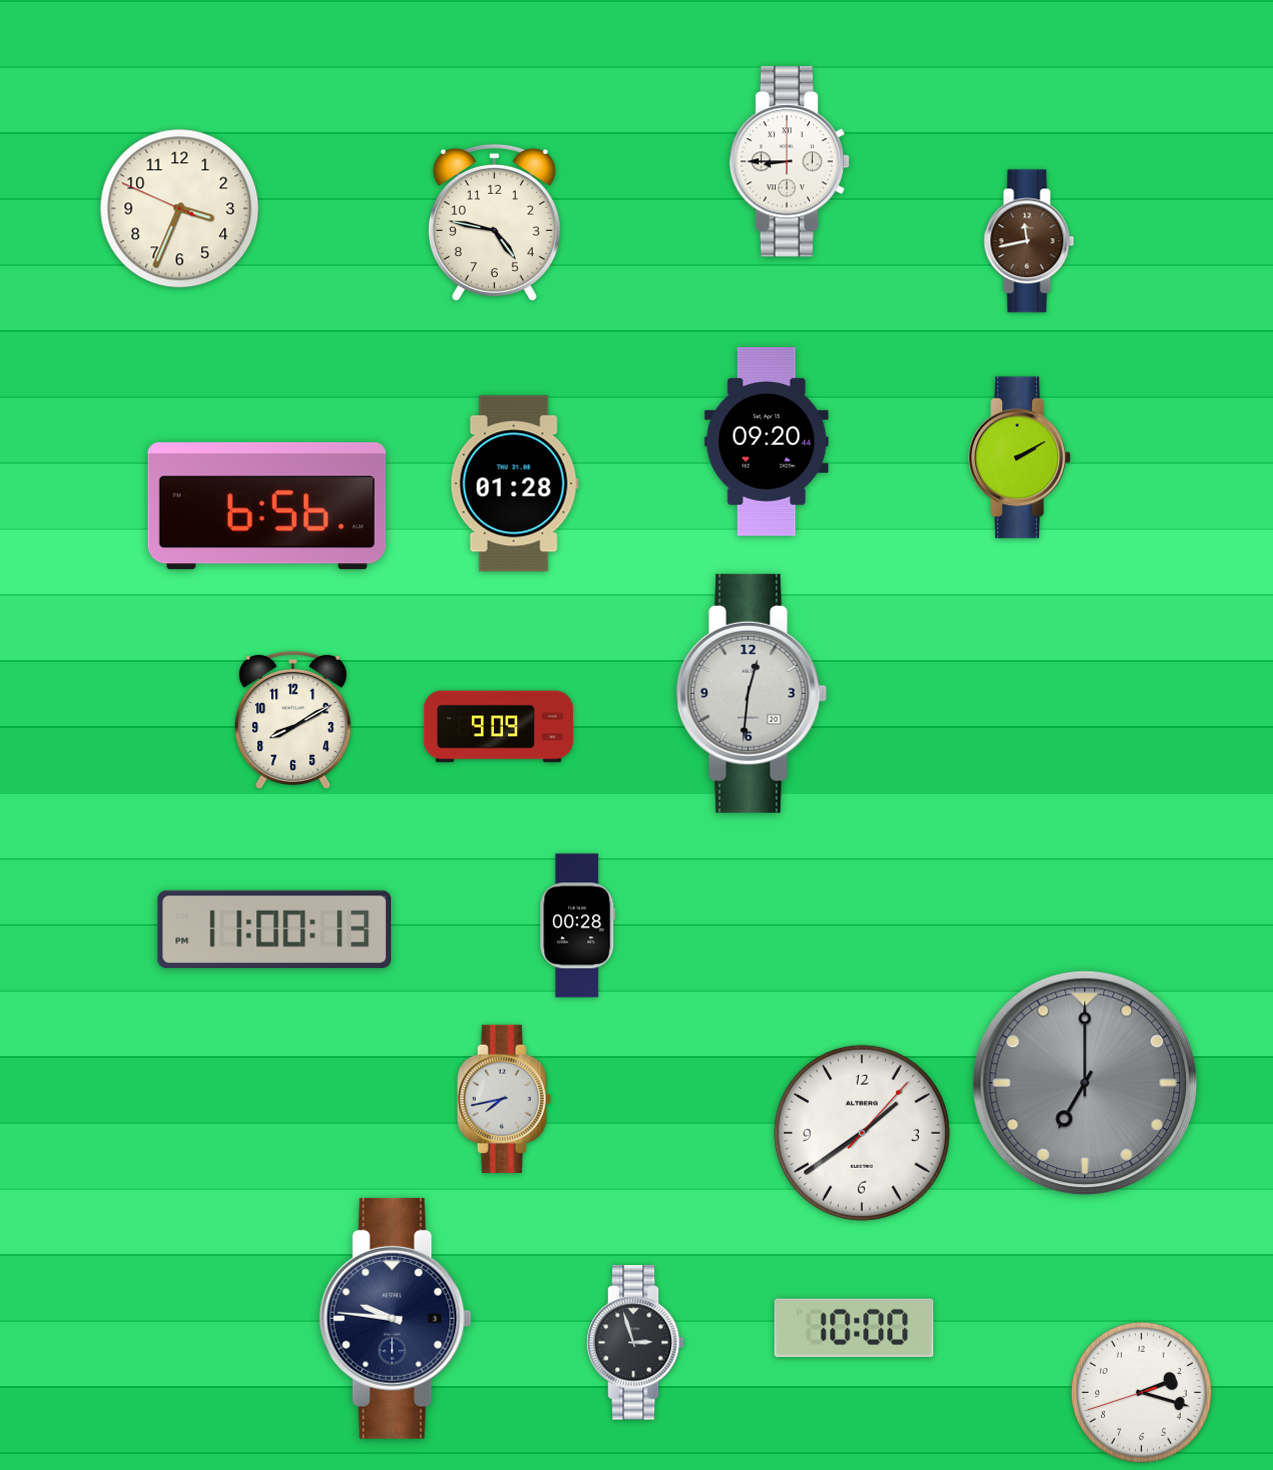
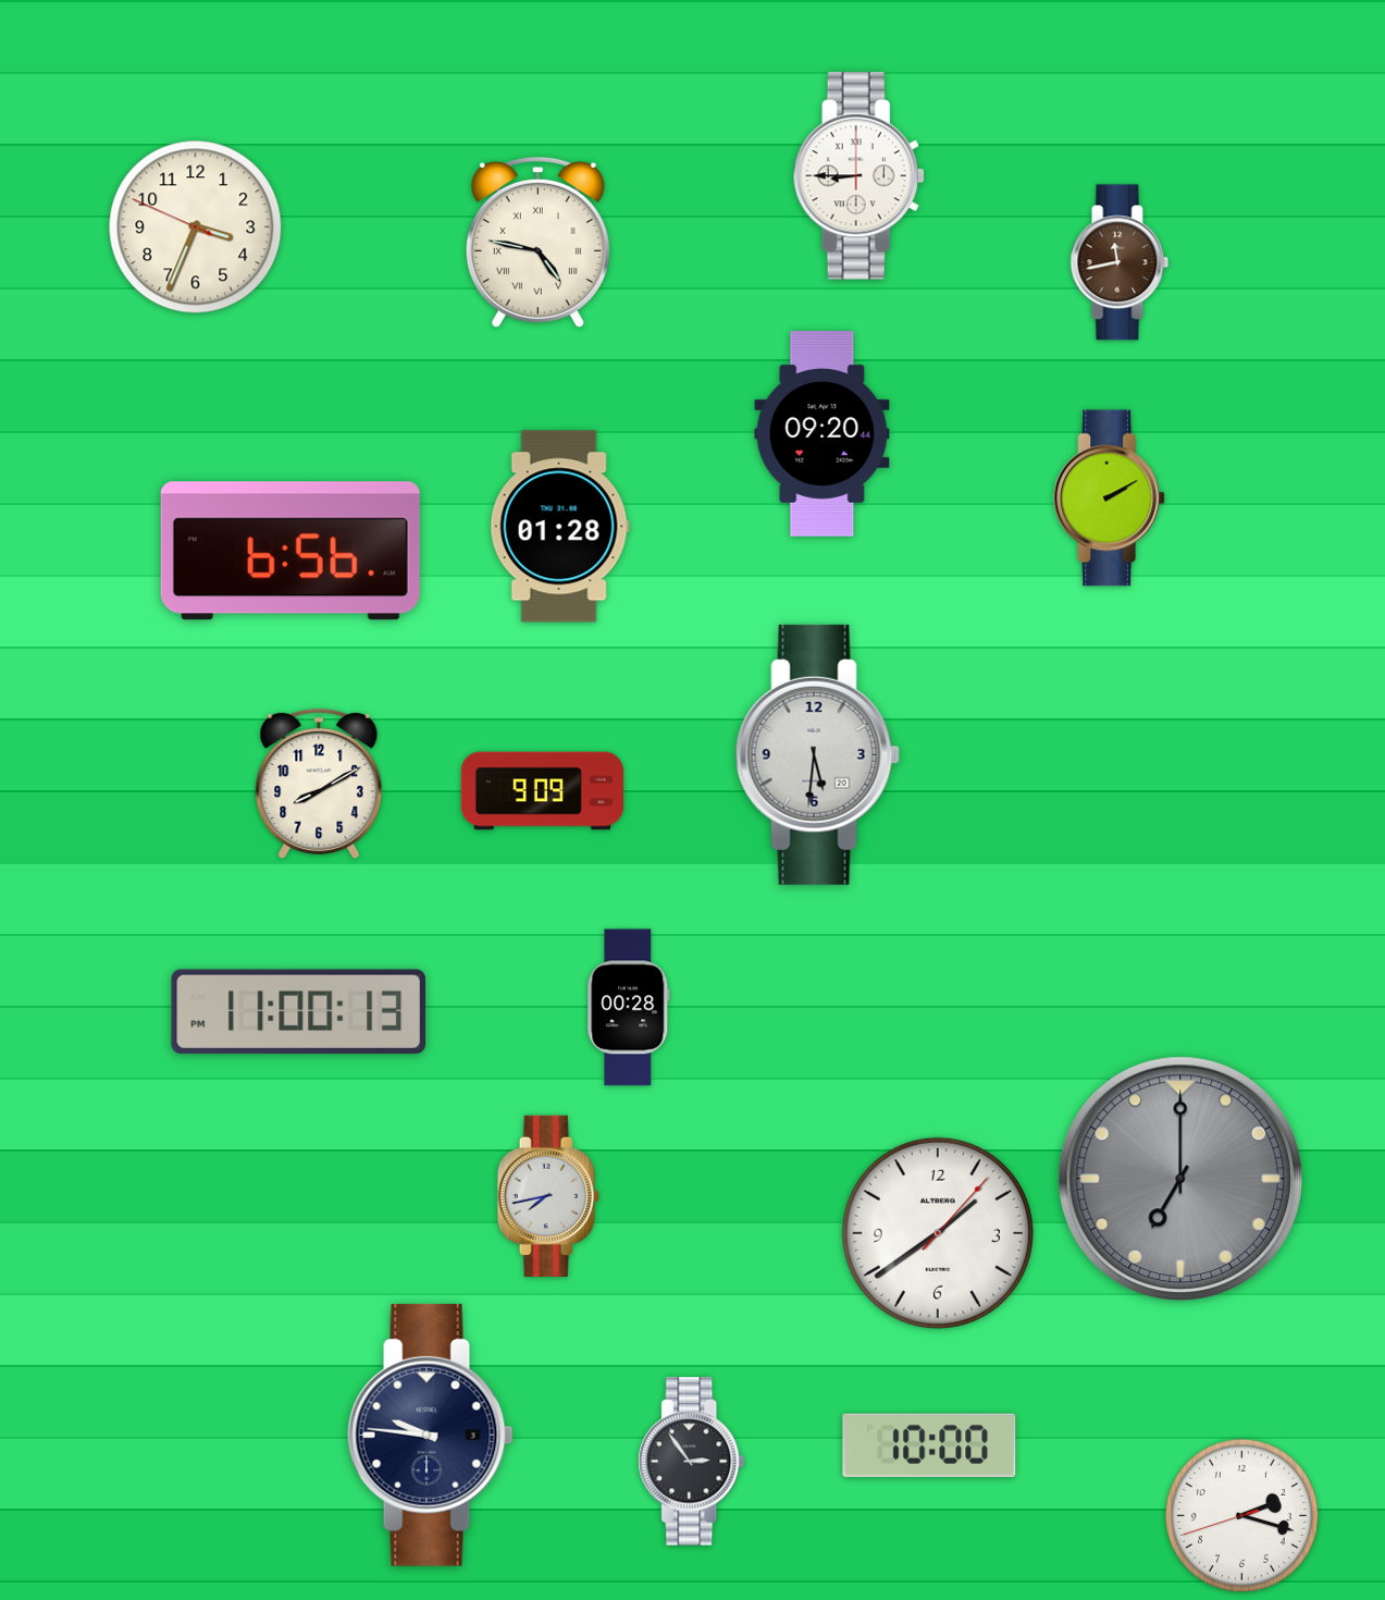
clock at (494, 222) numerals: Arabic -> Roman
clock at (767, 442) position: (767, 442) -> (823, 434)
clock at (751, 693): 12:31 -> 5:31
clock at (636, 1343): 2:57 -> 2:54
